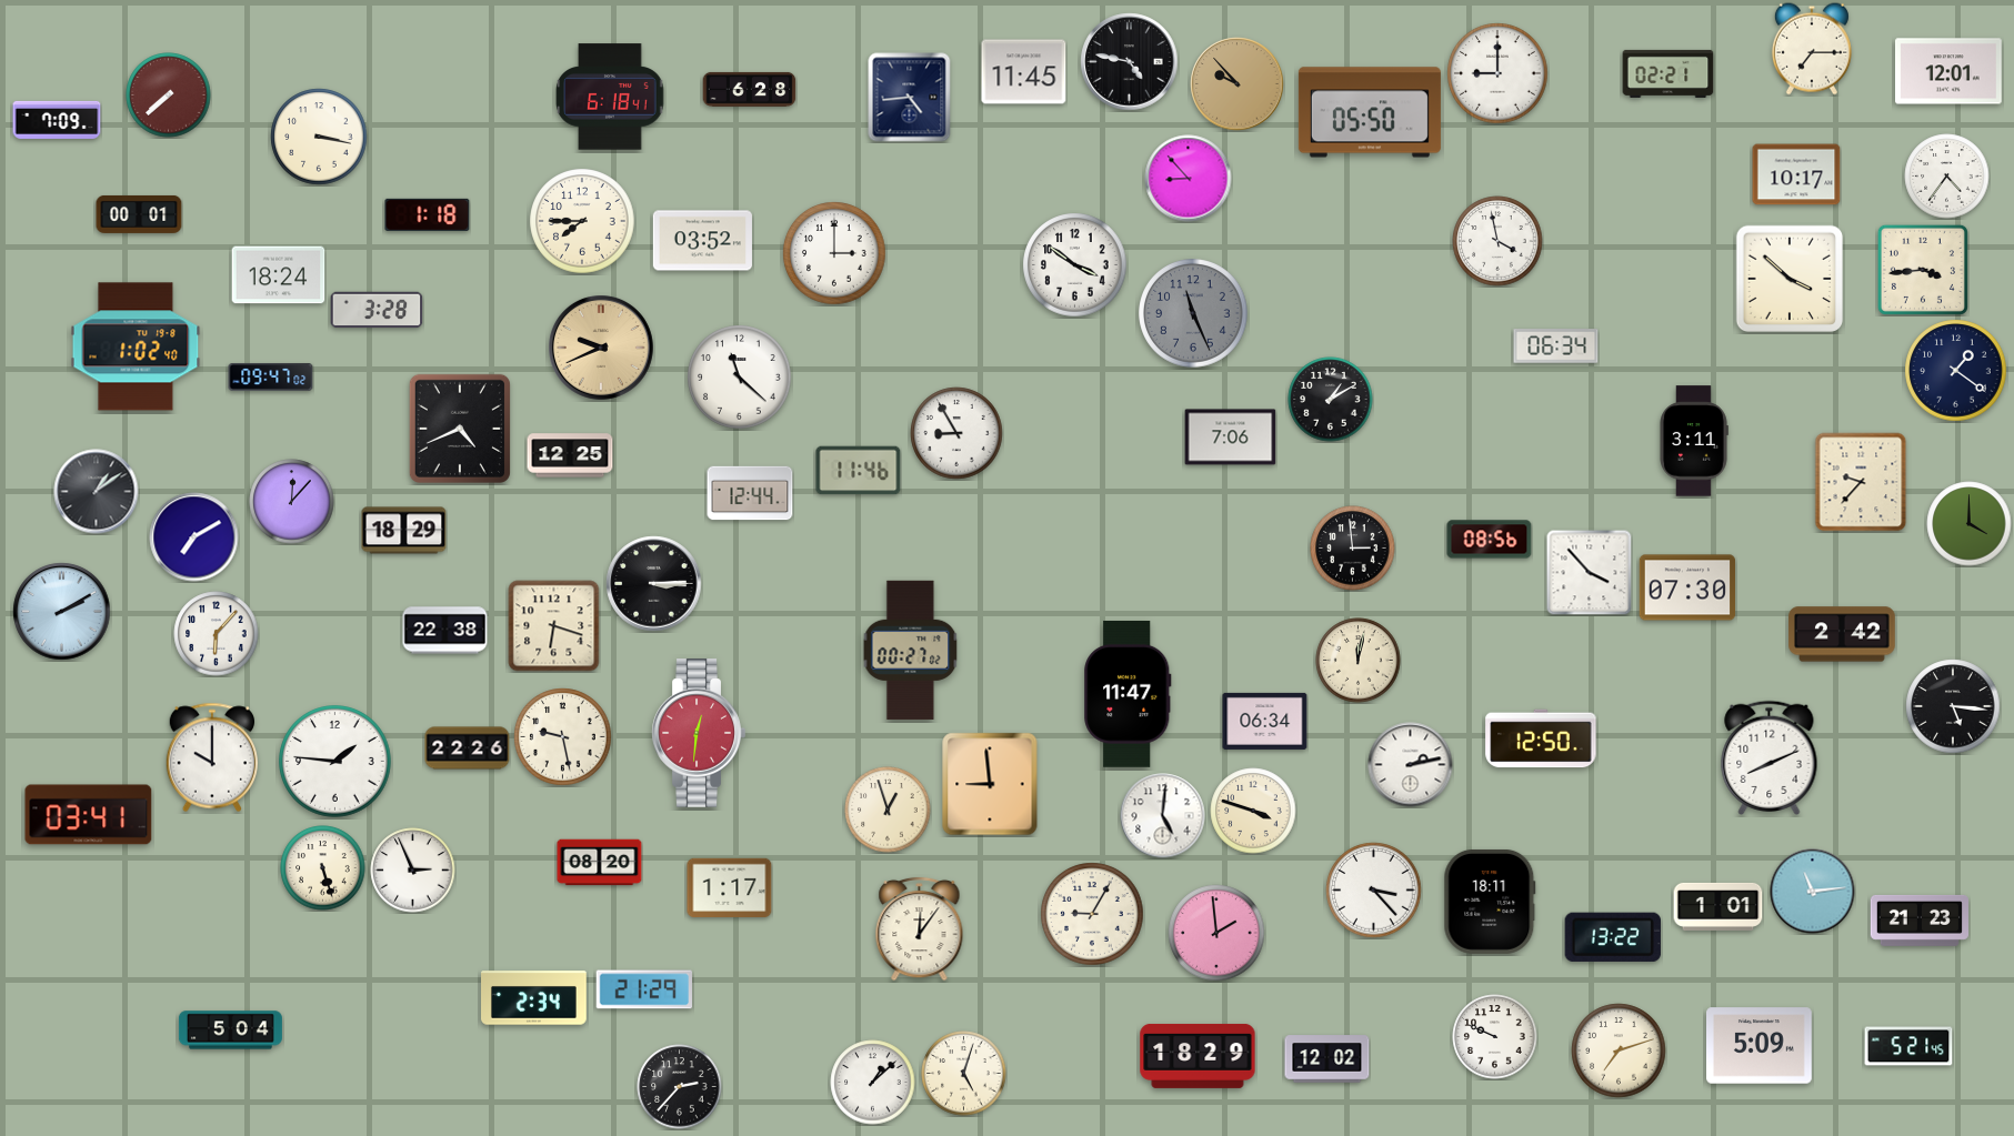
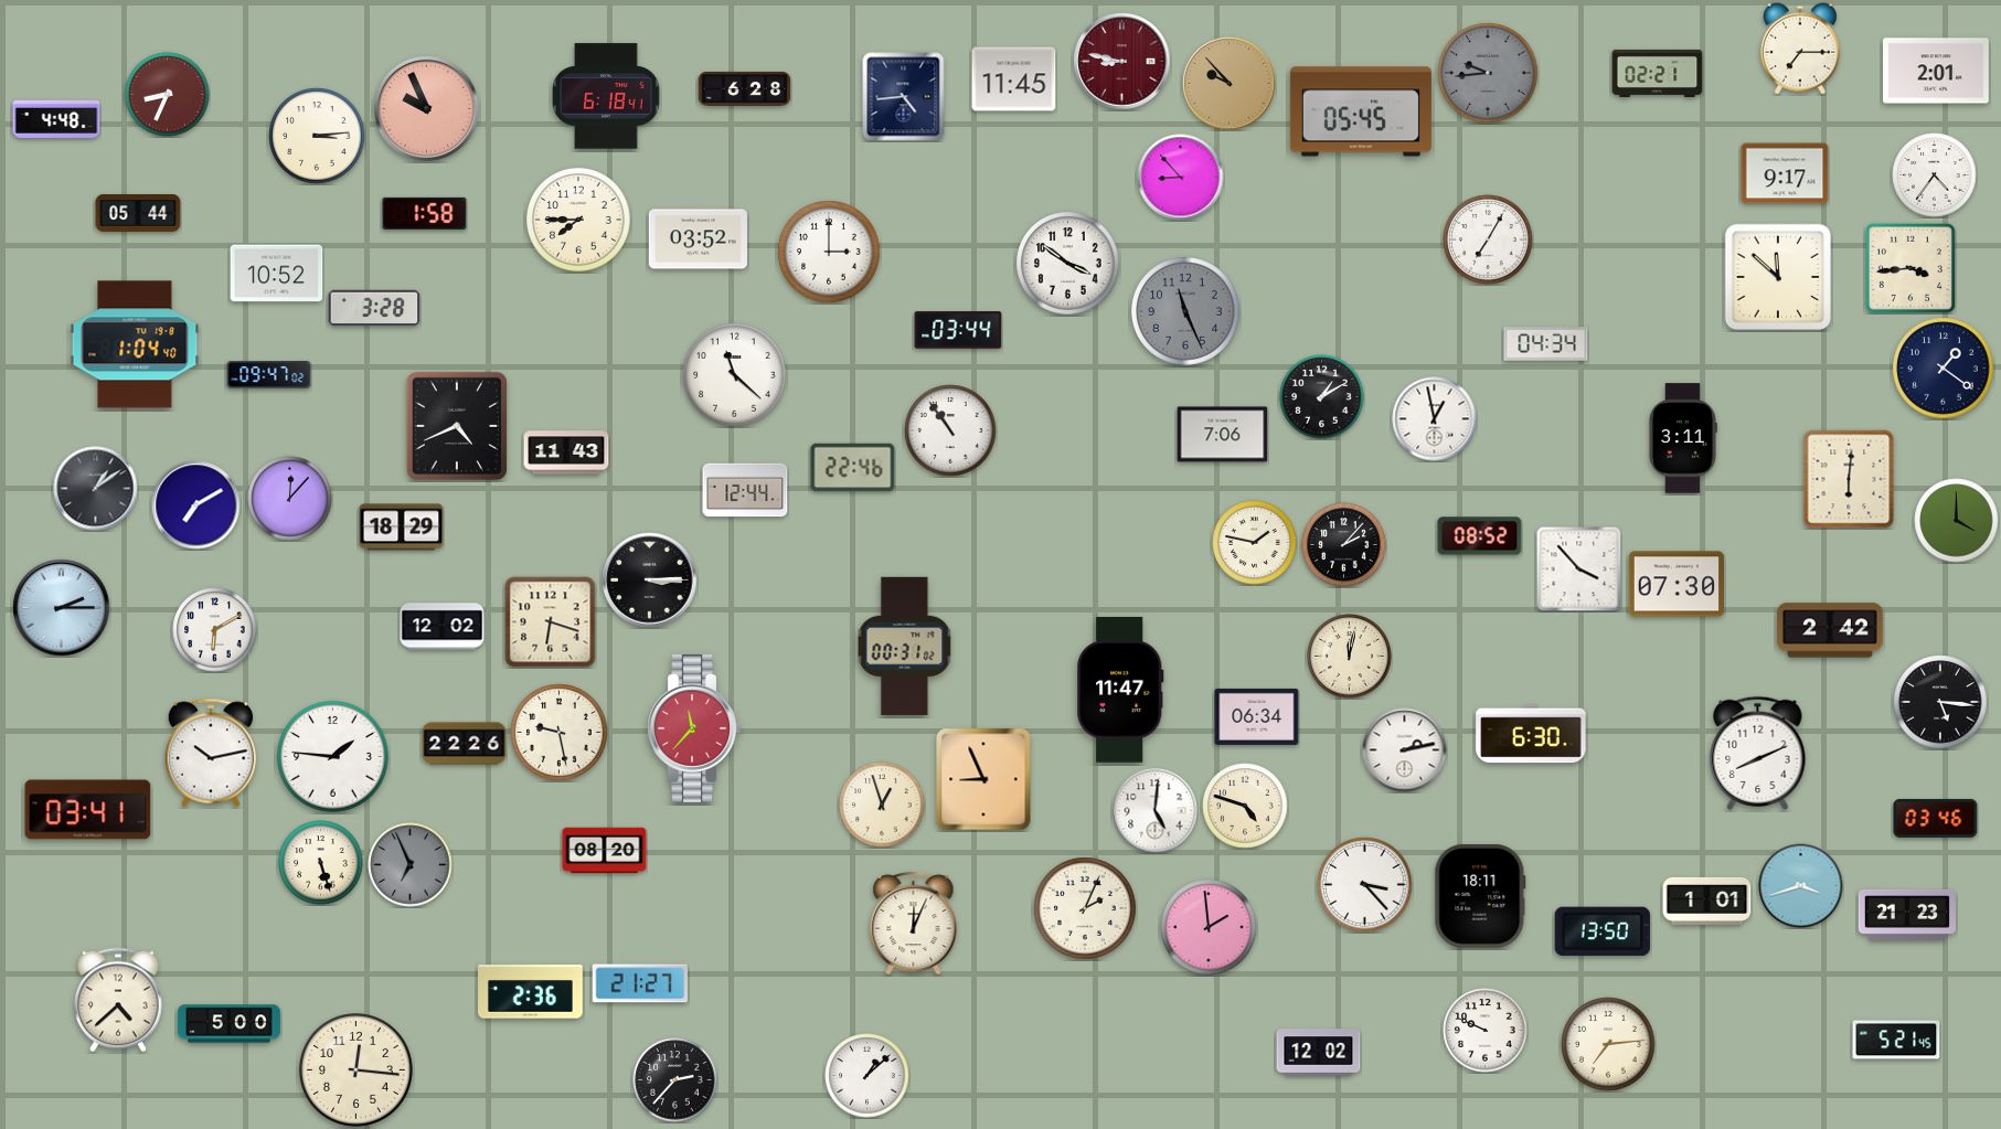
clock at (1130, 62): 4:47 -> 8:47
clock at (1130, 62) dial: black -> burgundy
clock at (1950, 71): 12:01 -> 2:01
clock at (1024, 72) position: (1024, 72) -> (1014, 79)
clock at (1497, 73): 9:00 -> 9:44
clock at (1497, 73) dial: white -> grey
clock at (169, 95): 7:38 -> 8:34
clock at (426, 108): none -> 9:56
clock at (1370, 112): 05:50 -> 05:45
clock at (57, 120): 7:09 -> 4:48
clock at (319, 137): 3:17 -> 3:14
clock at (1796, 174): 10:17 -> 9:17
clock at (139, 214): 00:01 -> 05:44
clock at (428, 214): 1:18 -> 1:58
clock at (1497, 241): 3:58 -> 7:05
clock at (279, 275): 18:24 -> 10:52
clock at (1790, 279): 3:52 -> 11:52
clock at (958, 330): none -> 03:44
clock at (136, 346): 1:02 -> 1:04
clock at (1556, 346): 06:34 -> 04:34
clock at (602, 349): 9:41 -> none
clock at (1435, 419): none -> 12:58
clock at (956, 433): 8:55 -> 10:54
clock at (570, 455): 12:25 -> 11:43
clock at (859, 471): 11:46 -> 22:46
clock at (1861, 482): 9:37 -> 6:01
clock at (194, 537) position: (194, 537) -> (196, 505)
clock at (1490, 540): 08:56 -> 08:52
clock at (1255, 543): none -> 1:47
clock at (1353, 549): 2:59 -> 2:07
clock at (62, 612): 2:10 -> 2:15
clock at (445, 631): 22:38 -> 12:02
clock at (217, 634): 6:07 -> 6:10
clock at (911, 650): 00:27 -> 00:31
clock at (699, 733): 12:31 -> 11:37
clock at (1541, 738): 12:50 -> 6:30
clock at (211, 757): 10:00 -> 10:13
clock at (1411, 765) position: (1411, 765) -> (1405, 750)
clock at (990, 784): 8:59 -> 8:56
clock at (1253, 811): 3:48 -> 4:48
clock at (1936, 818): none -> 03:46
clock at (600, 863) position: (600, 863) -> (605, 851)
clock at (413, 871): 2:56 -> 6:56
clock at (413, 871) dial: white -> grey
clock at (730, 887): 1:17 -> none
clock at (1813, 892): 11:14 -> 3:42
clock at (1092, 914): 9:05 -> 2:04
clock at (920, 928): 12:06 -> 12:04
clock at (1613, 937): 13:22 -> 13:50
clock at (643, 989): 21:29 -> 21:27
clock at (534, 998): 2:34 -> 2:36
clock at (118, 1000): none -> 4:38
clock at (230, 1031): 5:04 -> 5:00
clock at (1760, 1046): 5:09 -> none
clock at (1619, 1050): 7:12 -> 7:14
clock at (1198, 1056): 18:29 -> none
clock at (964, 1074): 5:03 -> none
clock at (356, 1071): none -> 12:16
